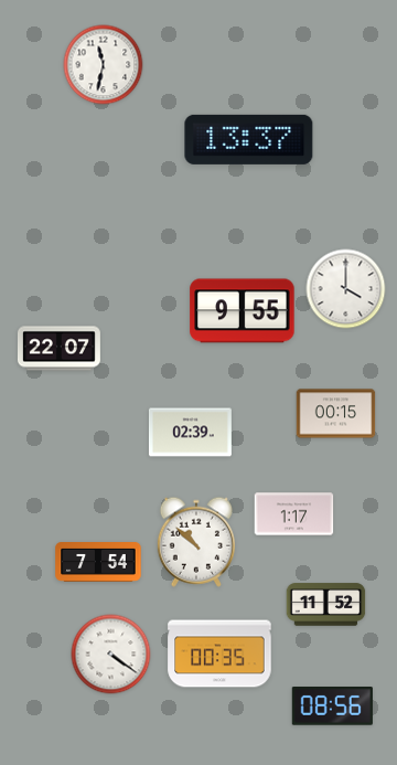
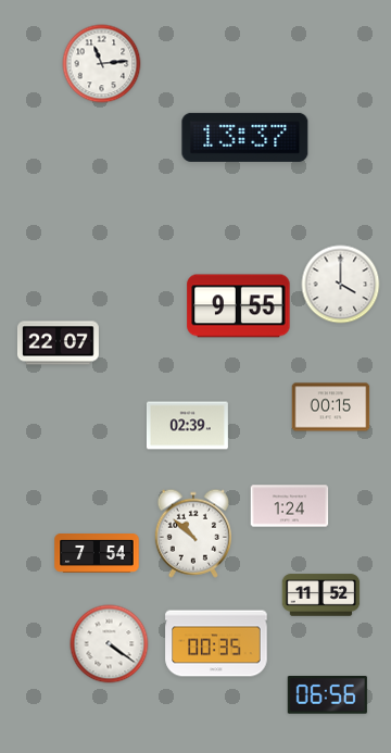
clock at (104, 65): 11:32 -> 11:14
clock at (294, 514): 1:17 -> 1:24
clock at (332, 706): 08:56 -> 06:56
